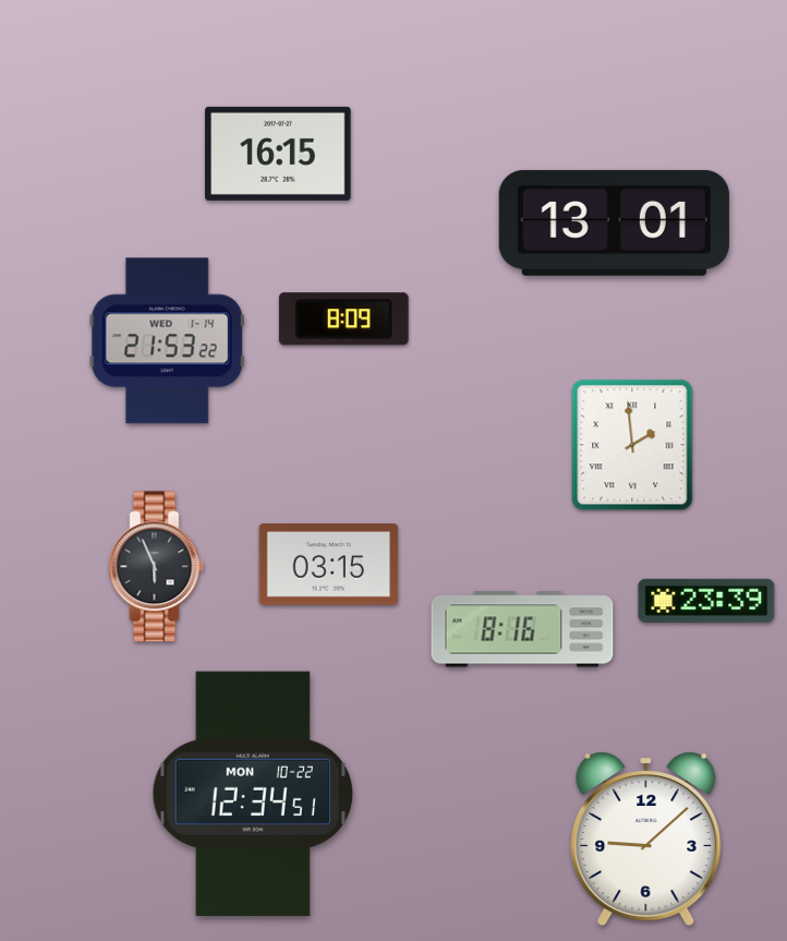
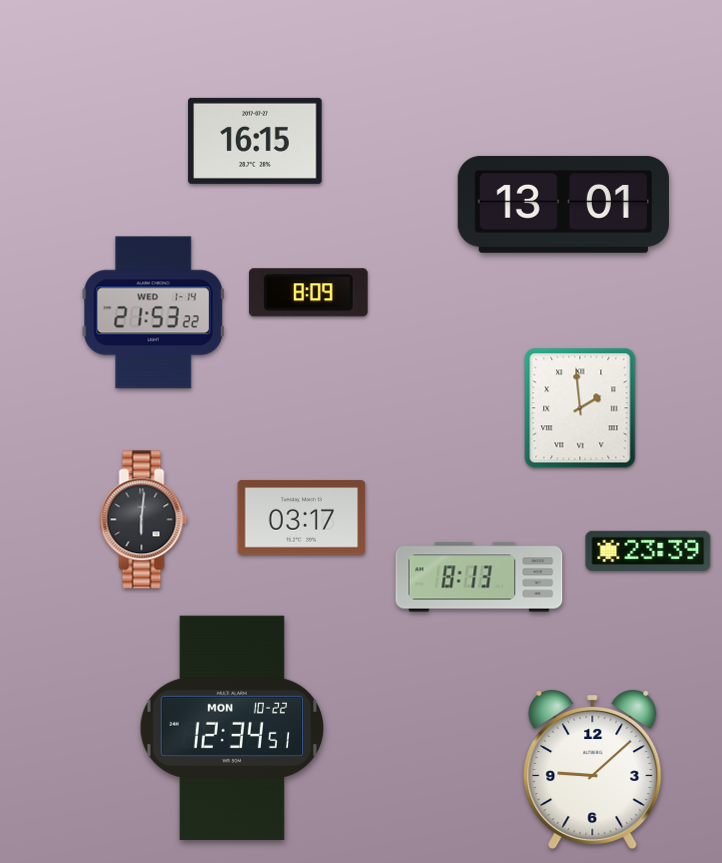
clock at (343, 319) position: (343, 319) -> (308, 293)
clock at (329, 565): 03:15 -> 03:17
clock at (157, 567): 5:56 -> 6:01
clock at (522, 629): 8:16 -> 8:13
